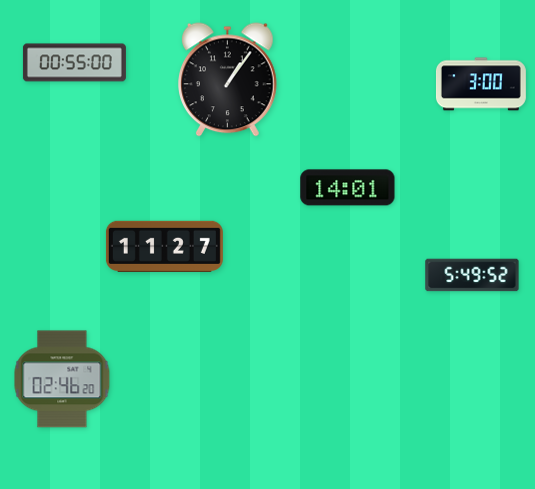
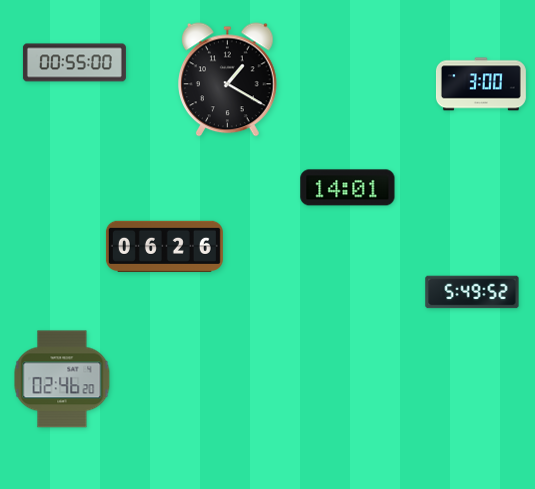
clock at (228, 80): 1:06 -> 1:20
clock at (164, 246): 11:27 -> 06:26
clock at (472, 275) position: (472, 275) -> (472, 292)
